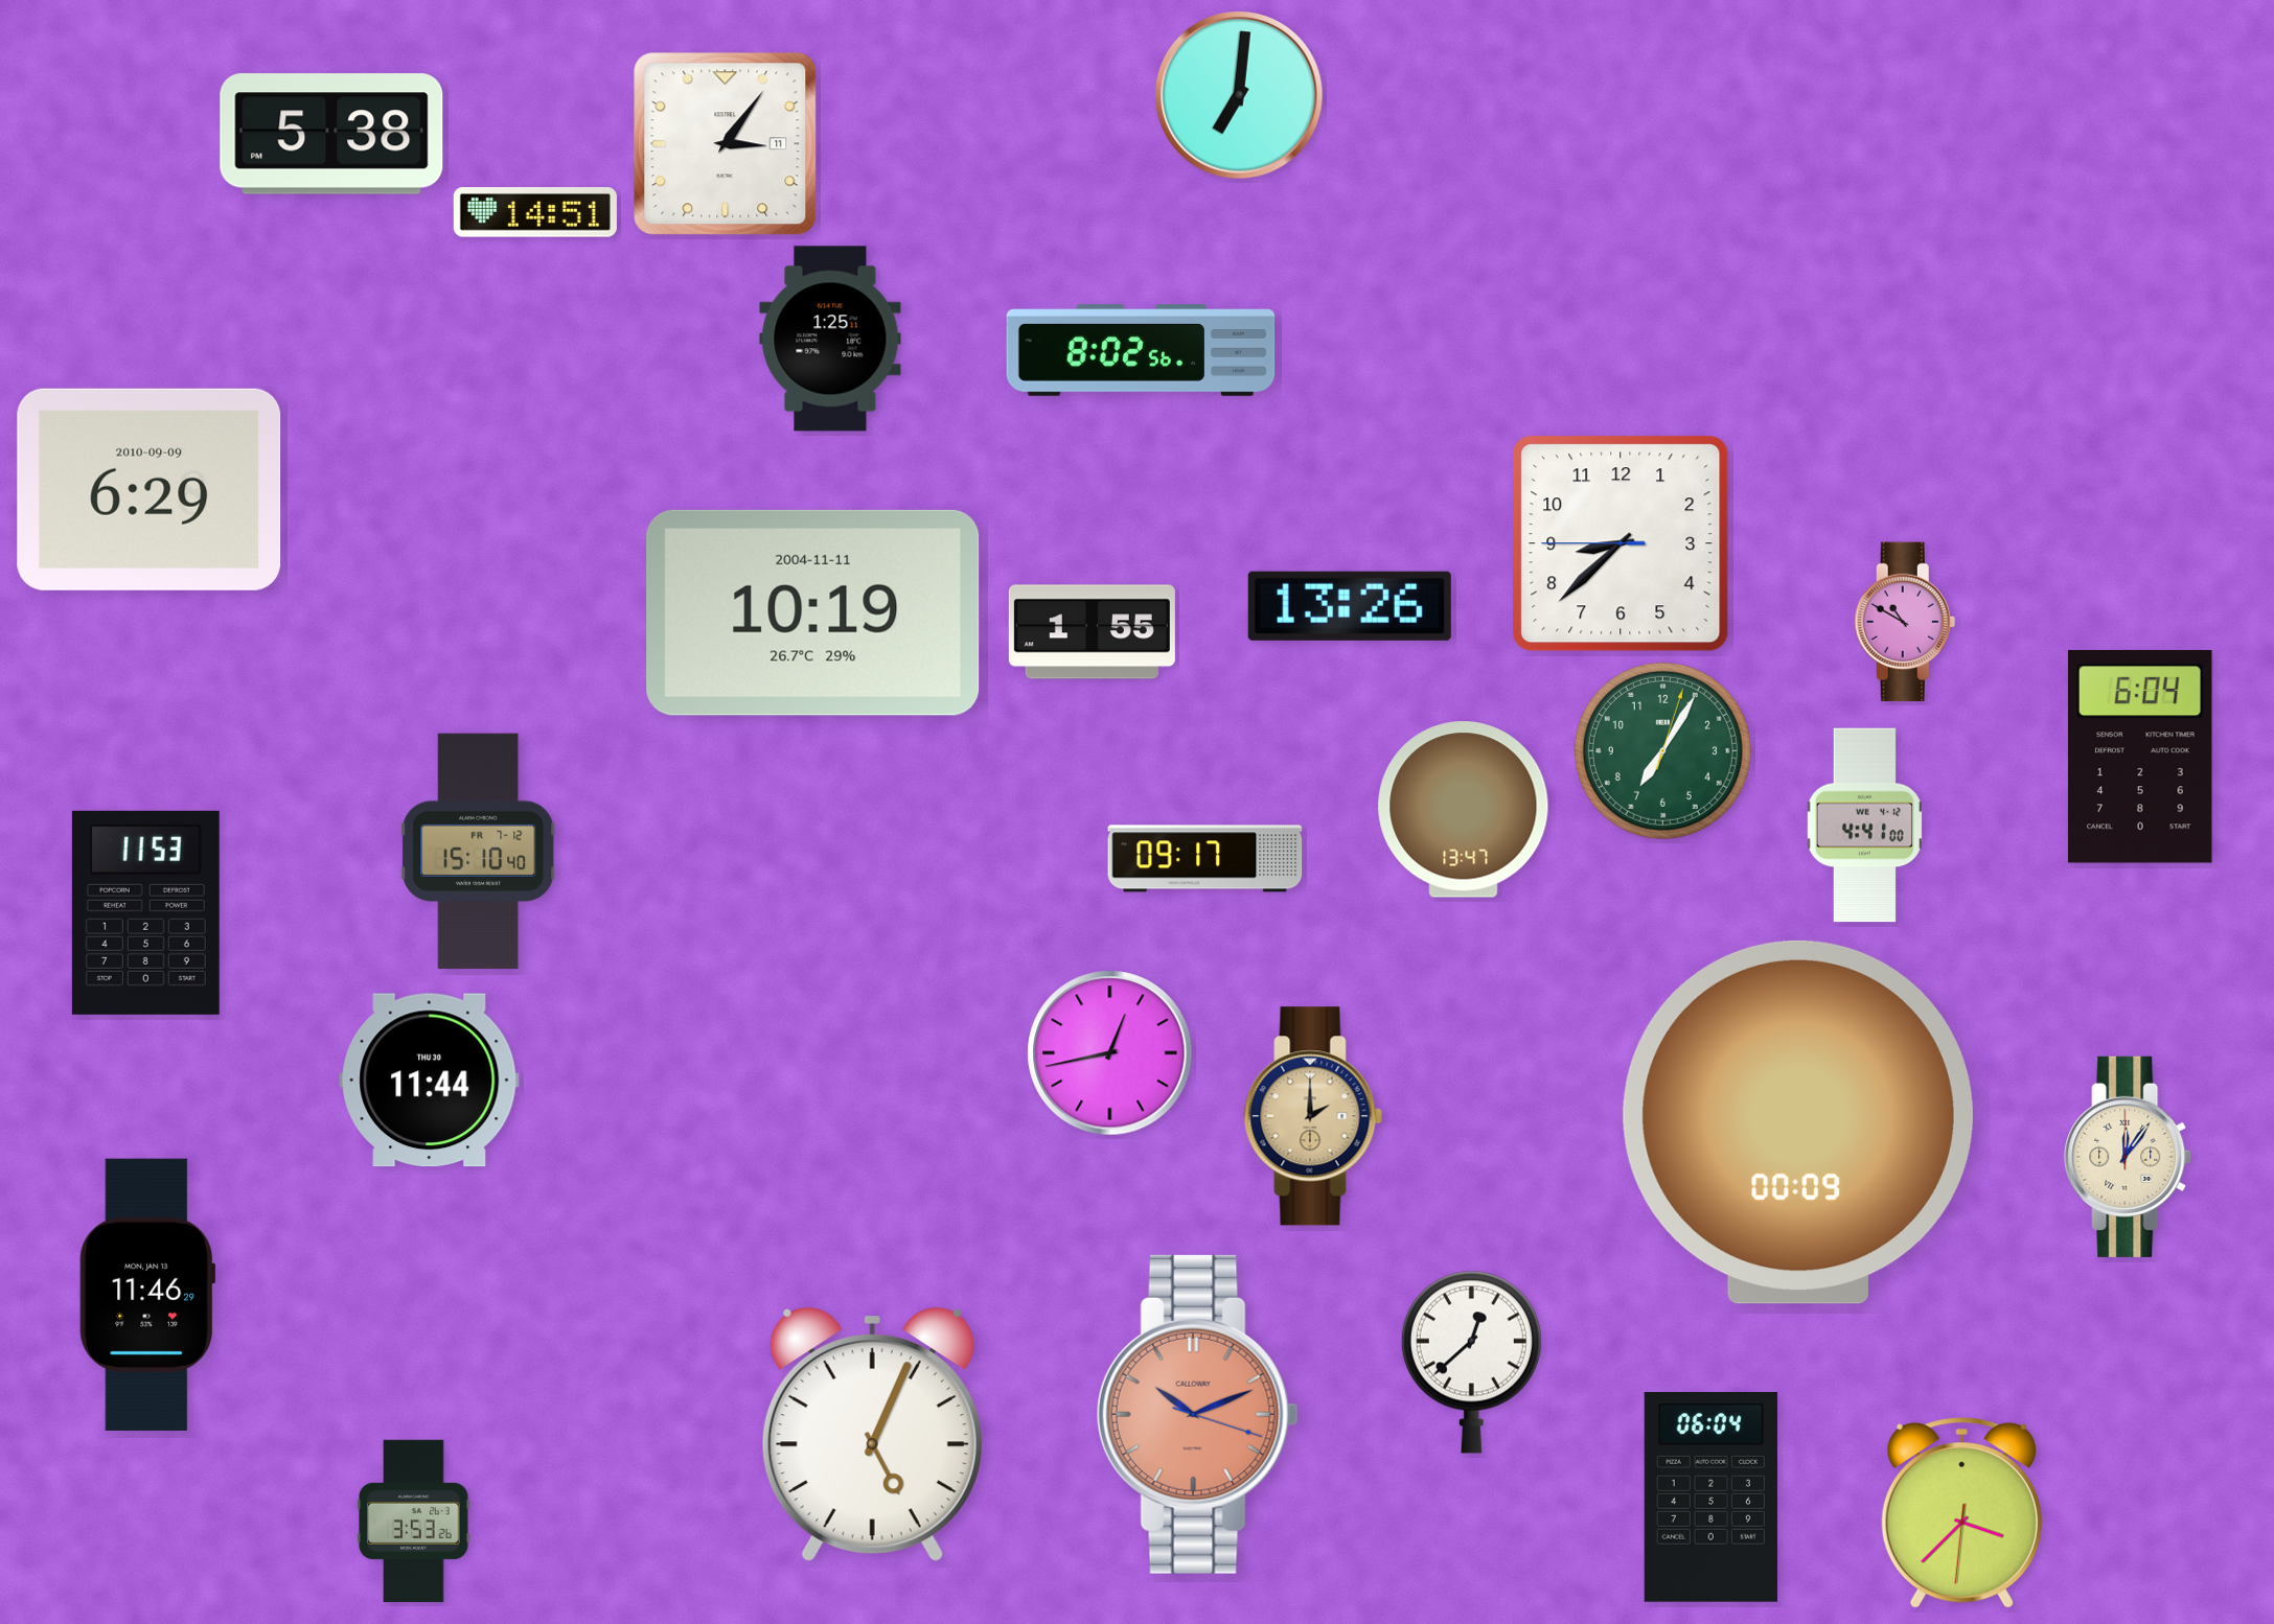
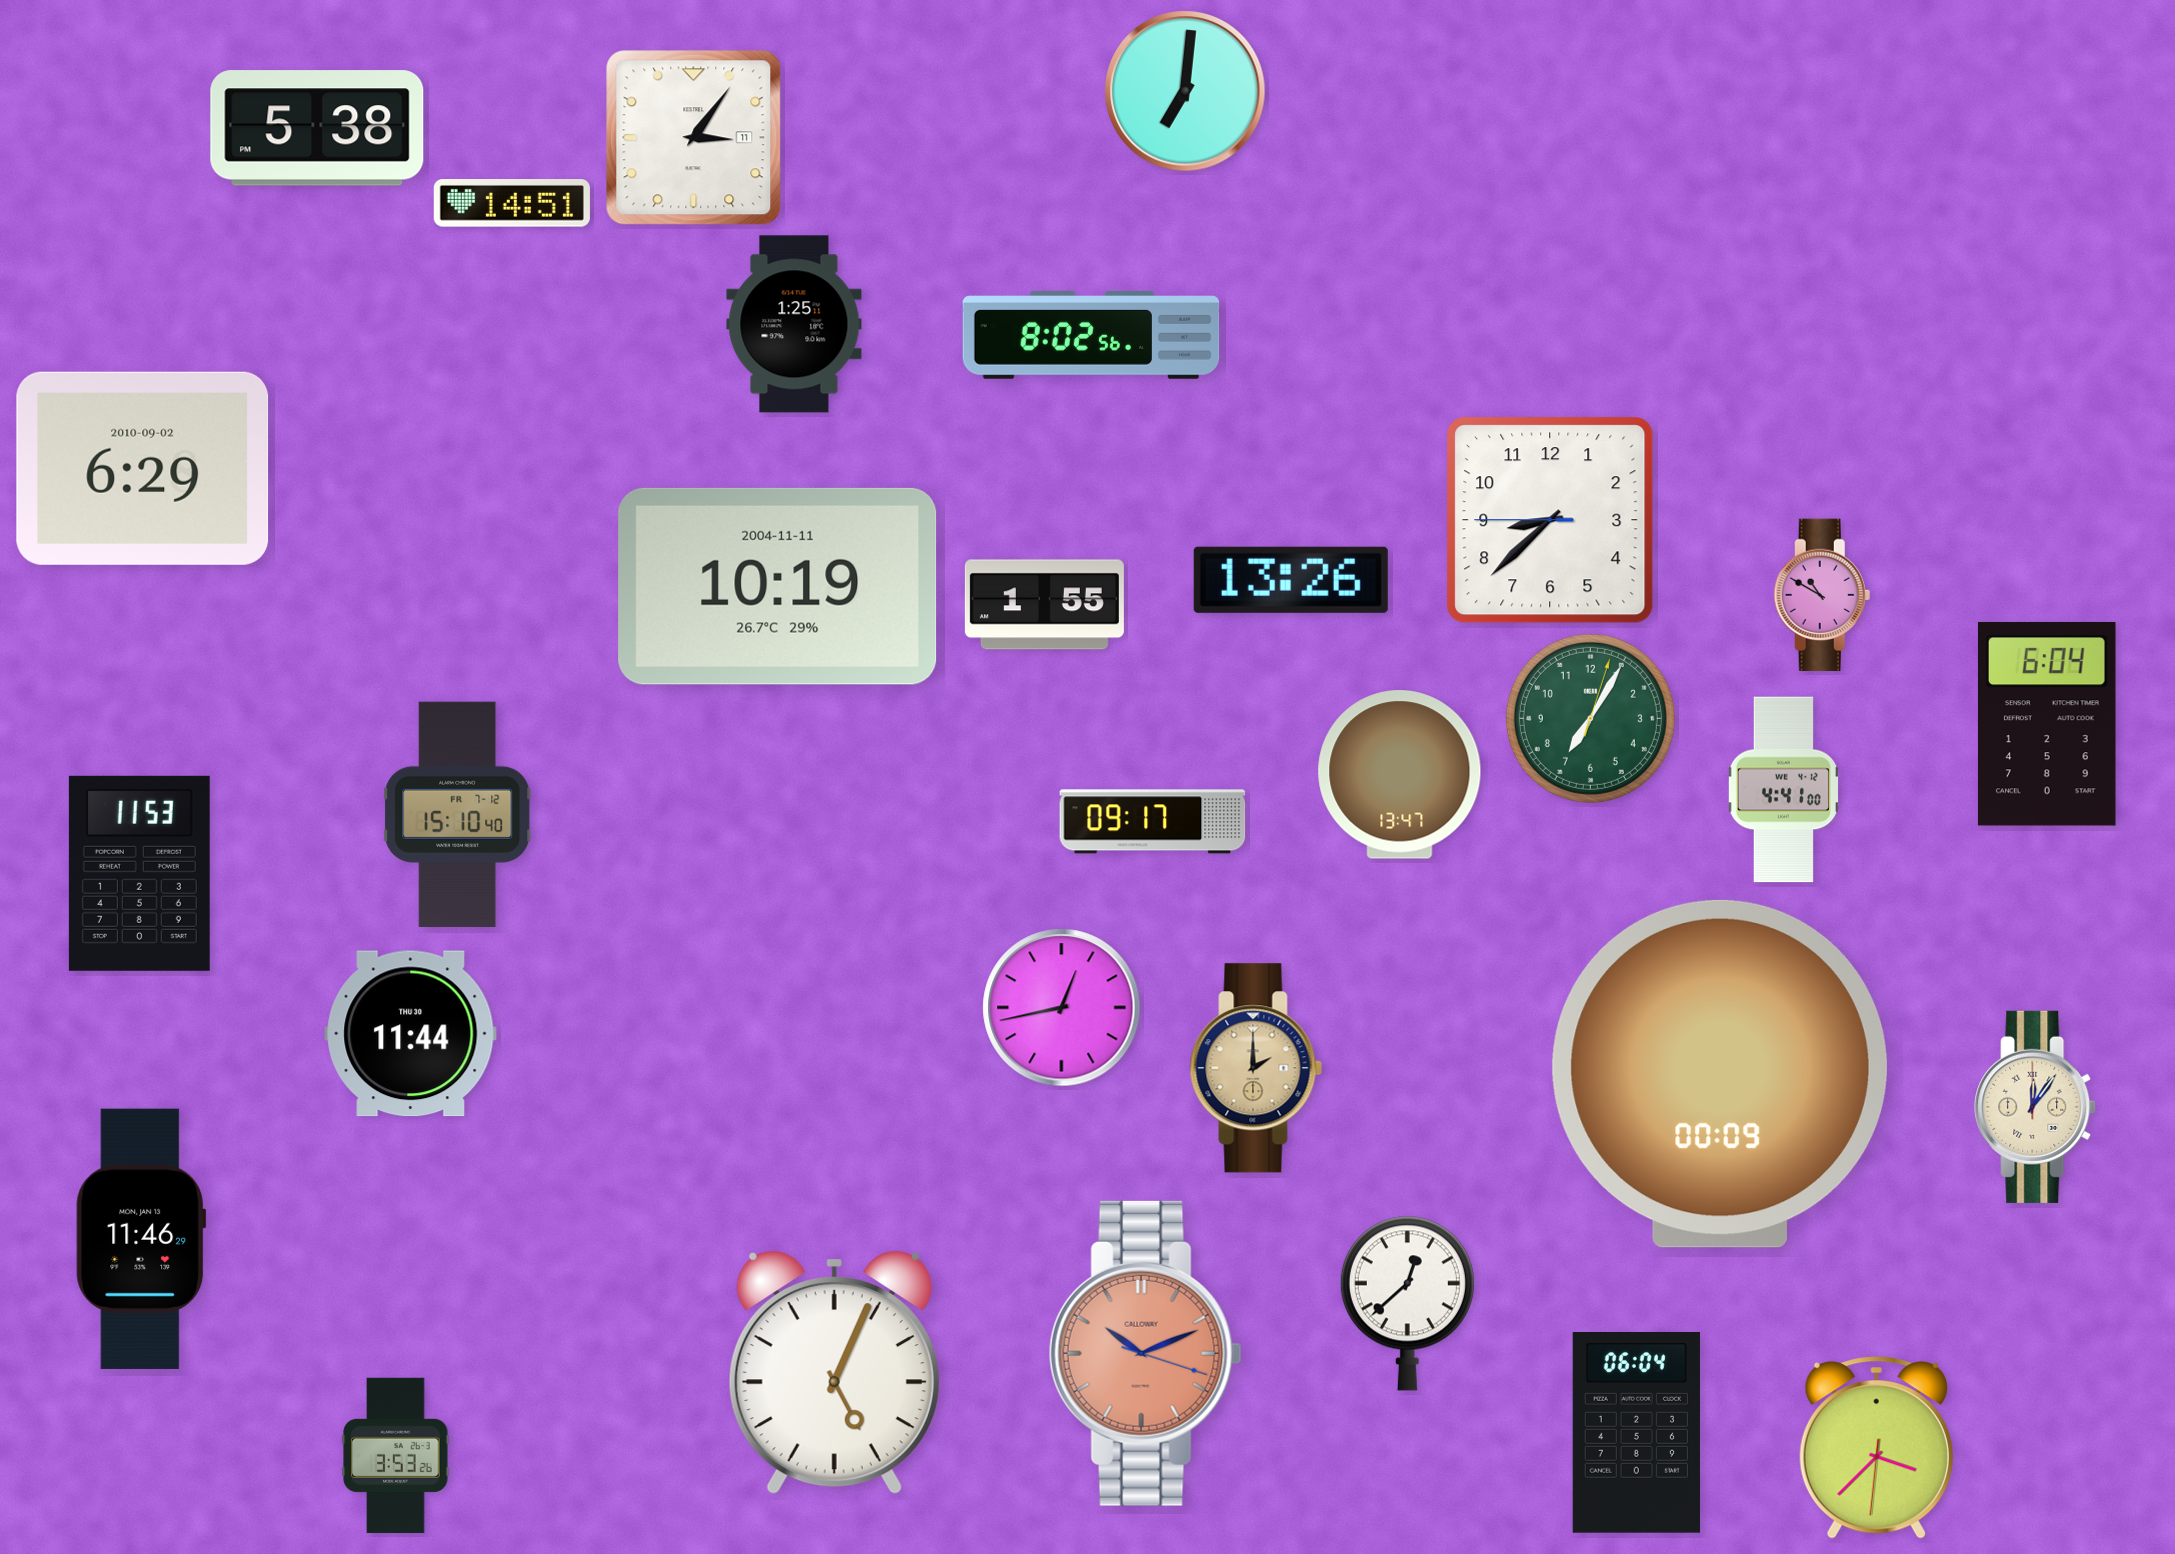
clock at (150, 489) date: 2010-09-09 -> 2010-09-02
